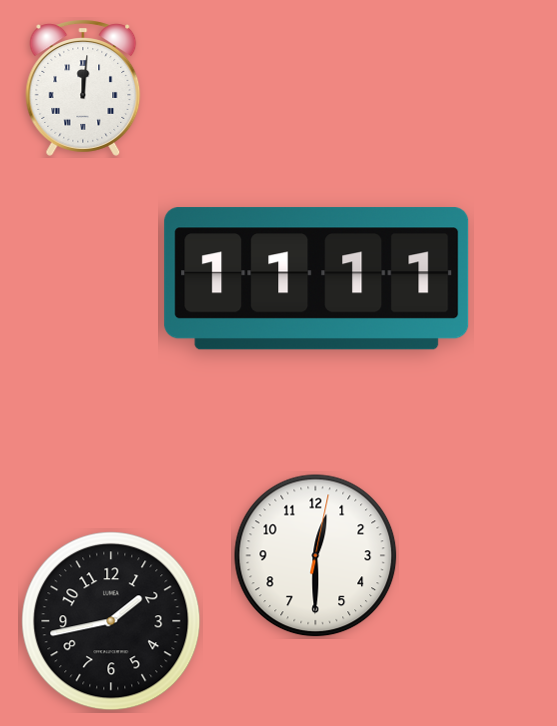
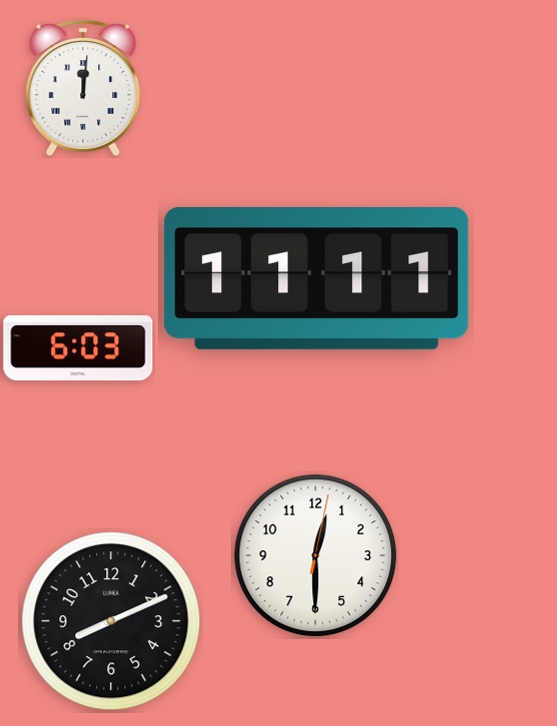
clock at (78, 348): none -> 6:03
clock at (111, 621): 1:43 -> 8:11
